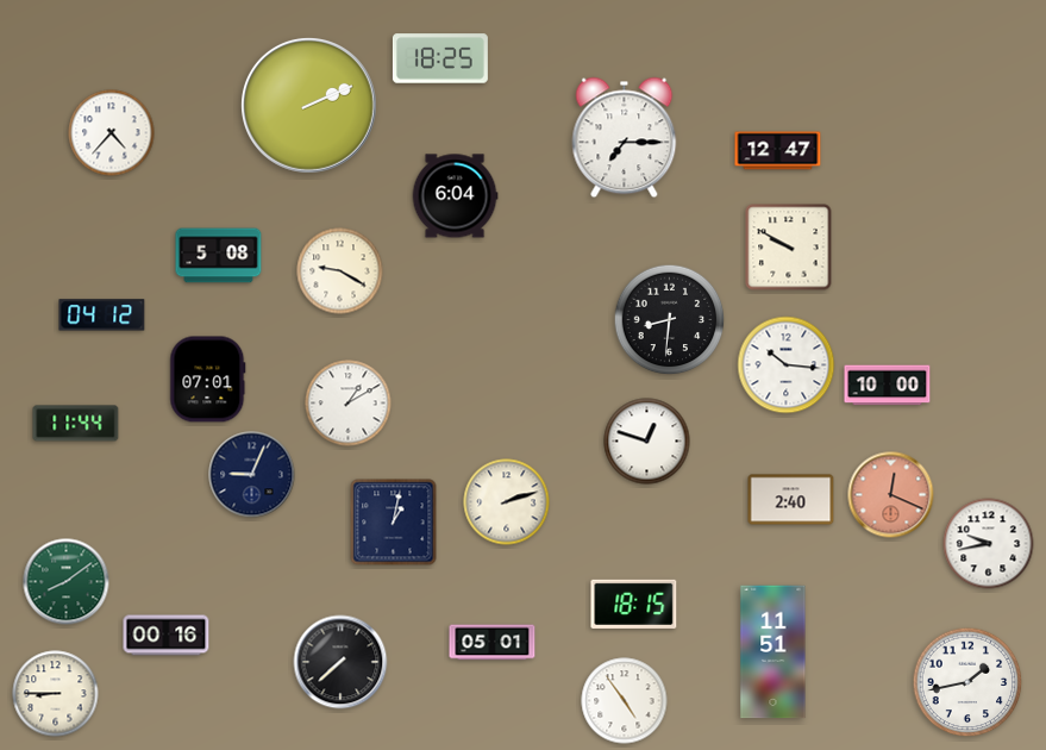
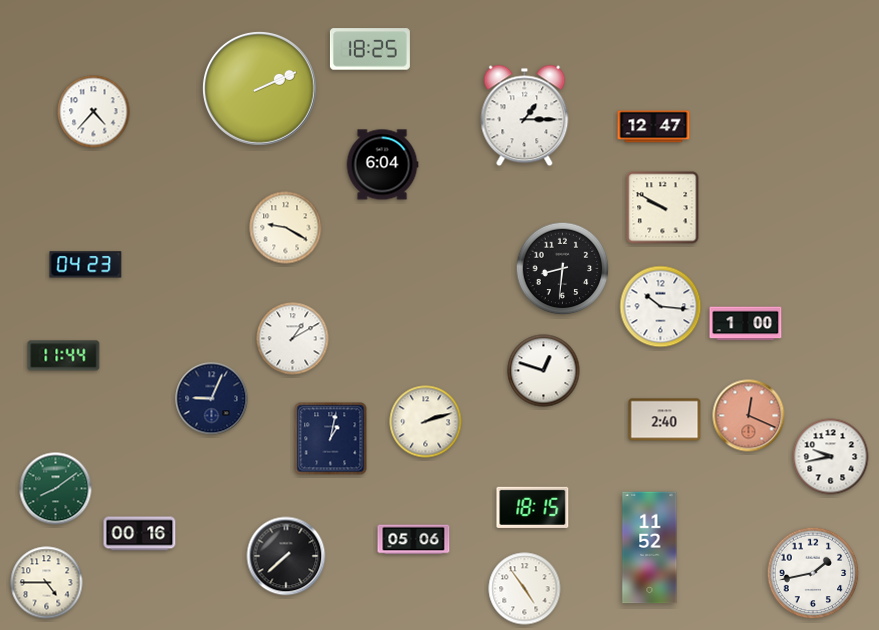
clock at (625, 138): 7:15 -> 1:15
clock at (219, 256): 5:08 -> none
clock at (102, 315): 04:12 -> 04:23
clock at (208, 380): 07:01 -> none
clock at (888, 386): 10:00 -> 1:00
clock at (493, 643): 05:01 -> 05:06
clock at (773, 652): 11:51 -> 11:52
clock at (56, 694): 8:45 -> 4:45
